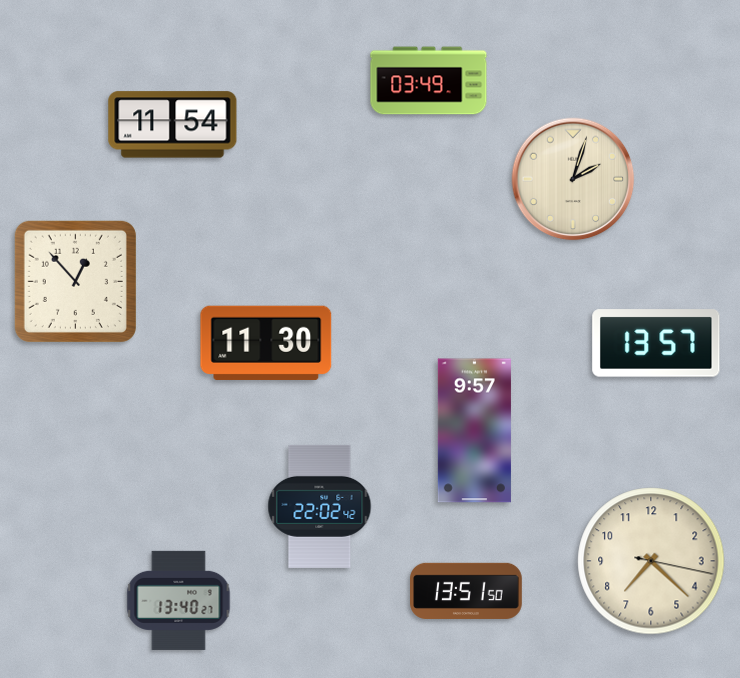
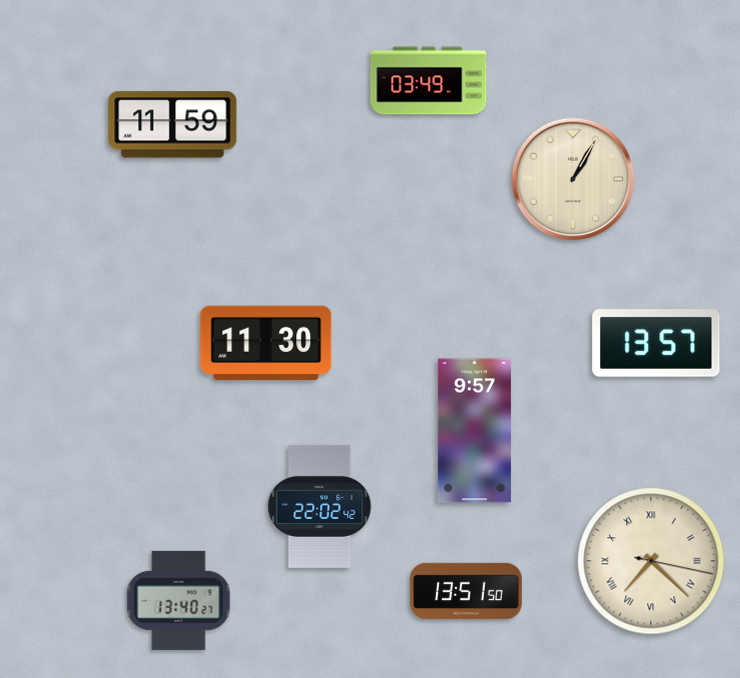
clock at (173, 125): 11:54 -> 11:59
clock at (573, 179): 2:03 -> 1:05
clock at (75, 281): 12:53 -> none
clock at (651, 561) numerals: Arabic -> Roman
